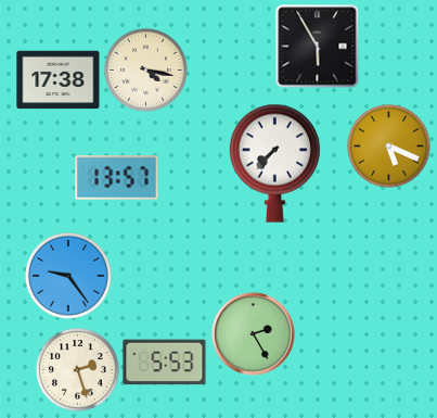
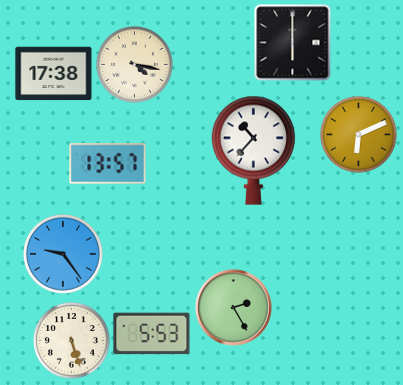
clock at (318, 47): 5:55 -> 6:00
clock at (389, 147): 5:19 -> 6:11
clock at (274, 163): 7:37 -> 10:37
clock at (78, 370): 2:27 -> 5:27
